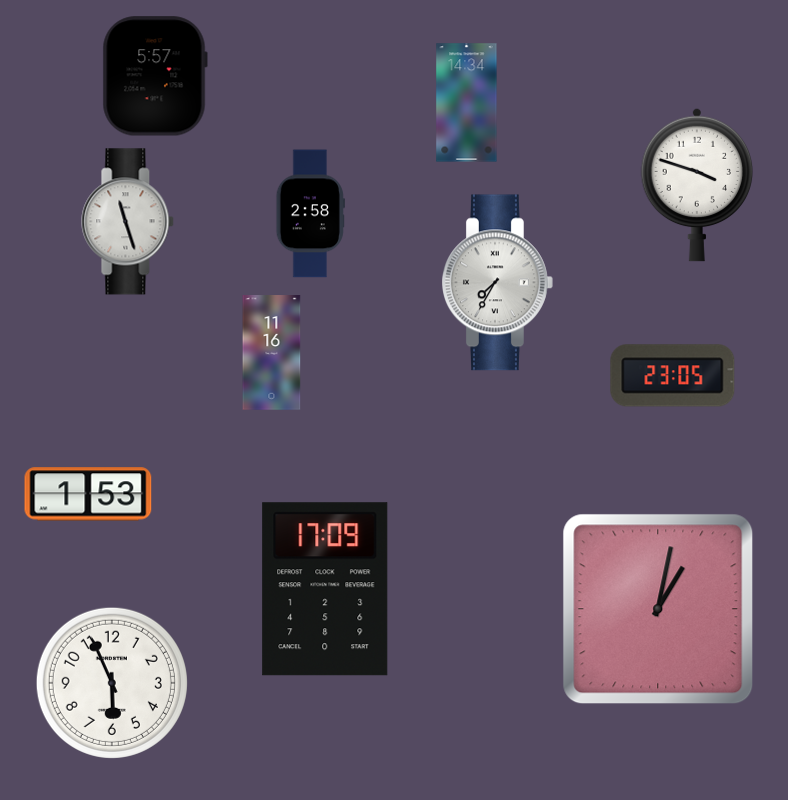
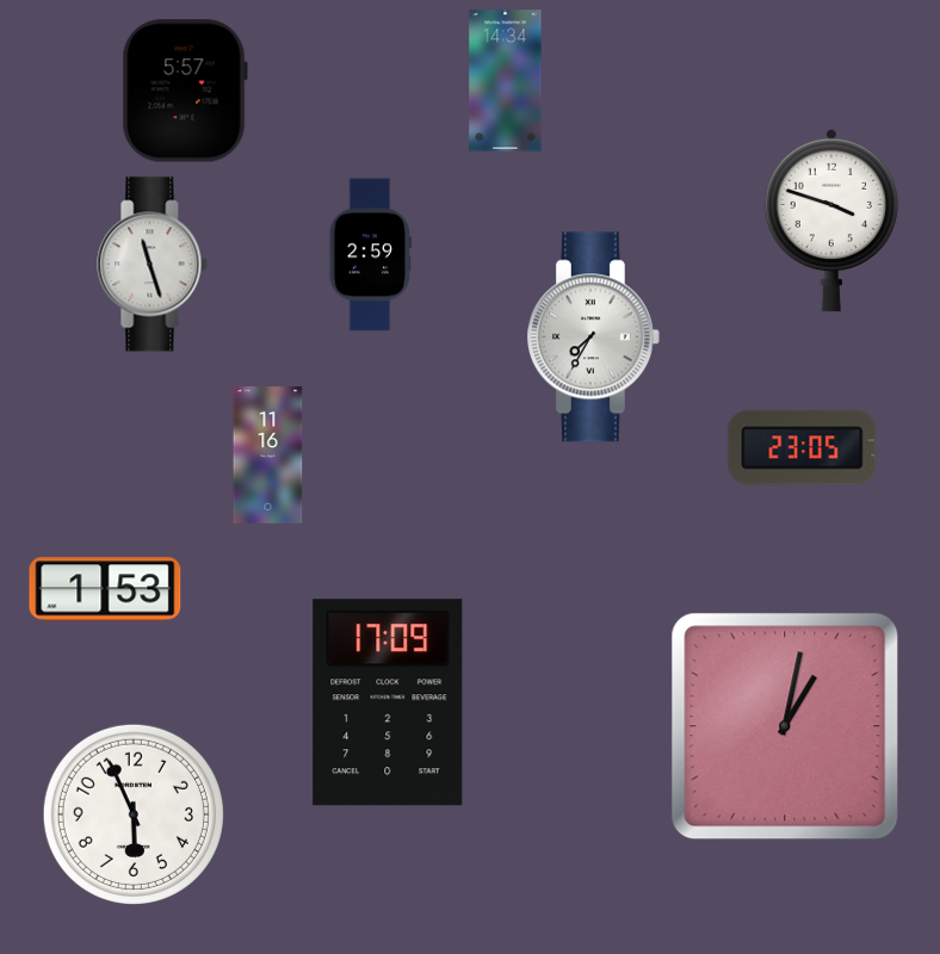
clock at (467, 103) position: (467, 103) -> (506, 81)
clock at (310, 214): 2:58 -> 2:59
clock at (272, 353) position: (272, 353) -> (268, 456)
